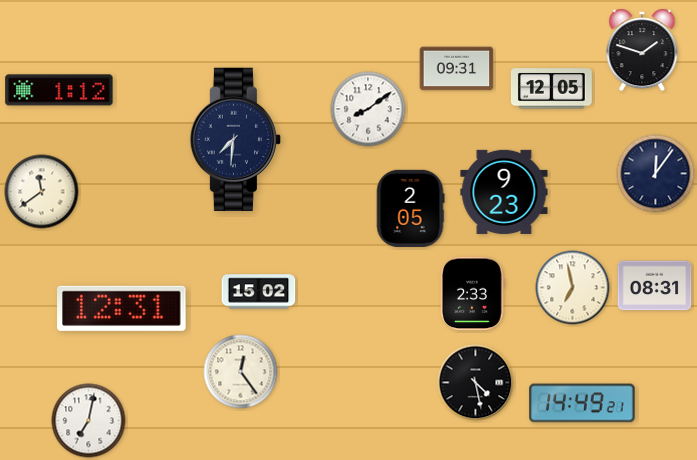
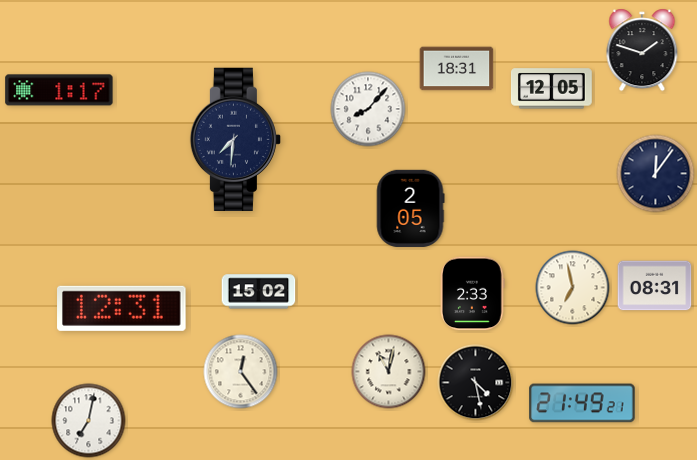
clock at (457, 69): 09:31 -> 18:31
clock at (59, 90): 1:12 -> 1:17
clock at (368, 109): 8:09 -> 8:07
clock at (42, 192): 11:39 -> none
clock at (504, 192): 9:23 -> none
clock at (389, 372): none -> 11:02
clock at (582, 403): 14:49 -> 21:49
